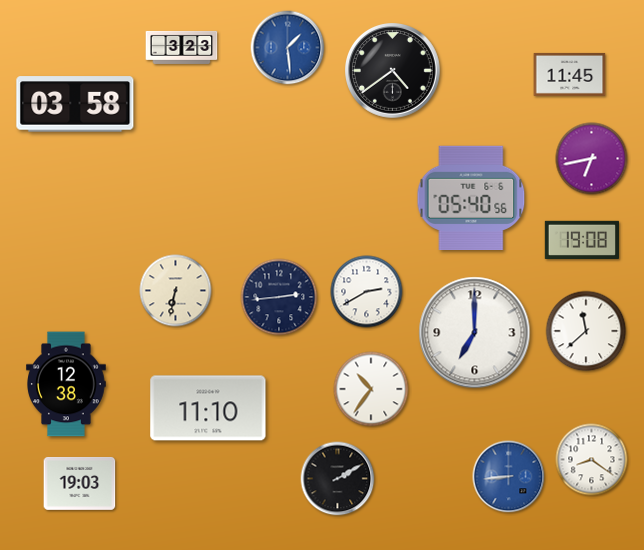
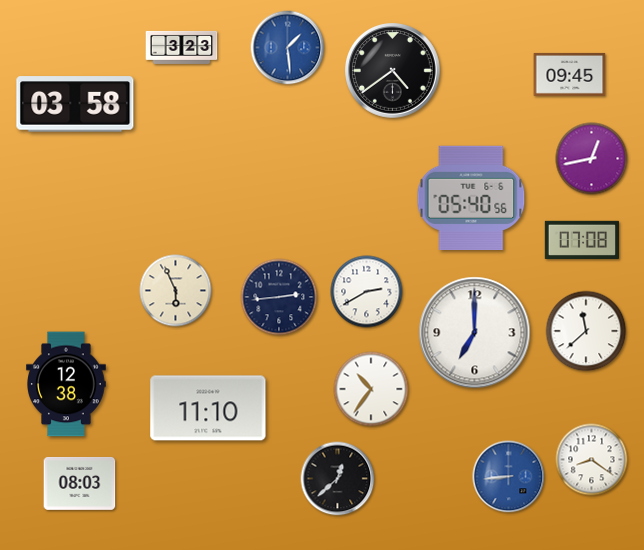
clock at (570, 74): 11:45 -> 09:45
clock at (592, 159): 6:43 -> 12:43
clock at (581, 239): 19:08 -> 07:08
clock at (176, 291): 6:32 -> 5:56
clock at (338, 479): 2:10 -> 12:38
clock at (80, 483): 19:03 -> 08:03
